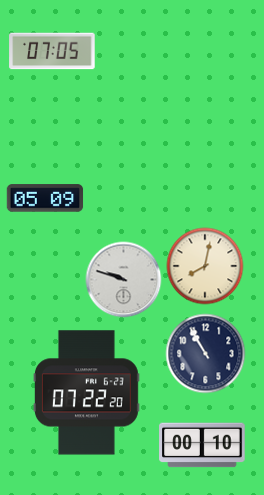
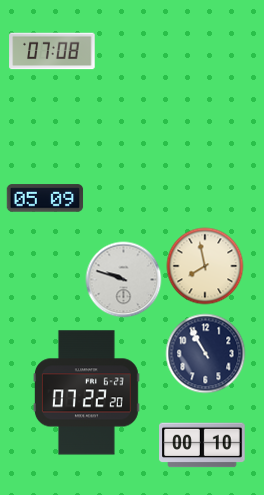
clock at (52, 51): 07:05 -> 07:08
clock at (205, 266): 8:02 -> 7:58
